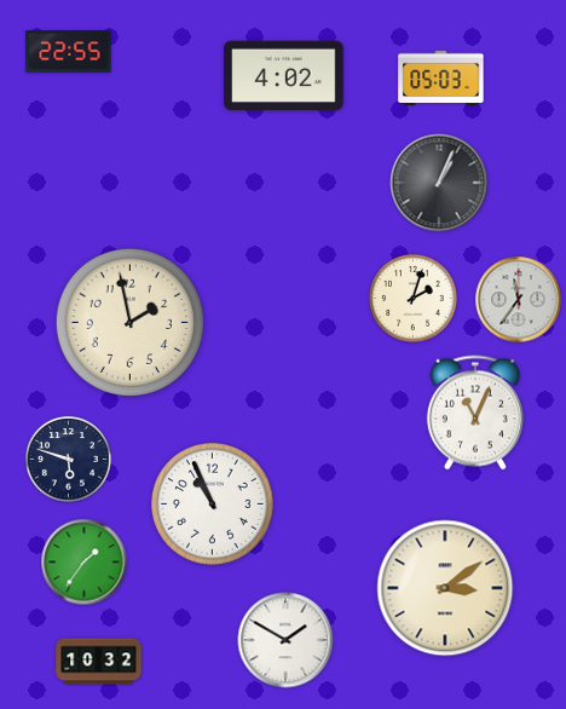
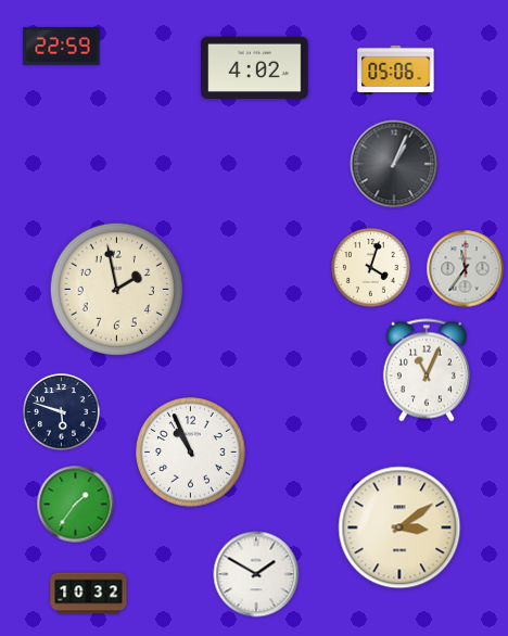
clock at (69, 52): 22:55 -> 22:59
clock at (441, 77): 05:03 -> 05:06
clock at (414, 299): 2:03 -> 4:03
